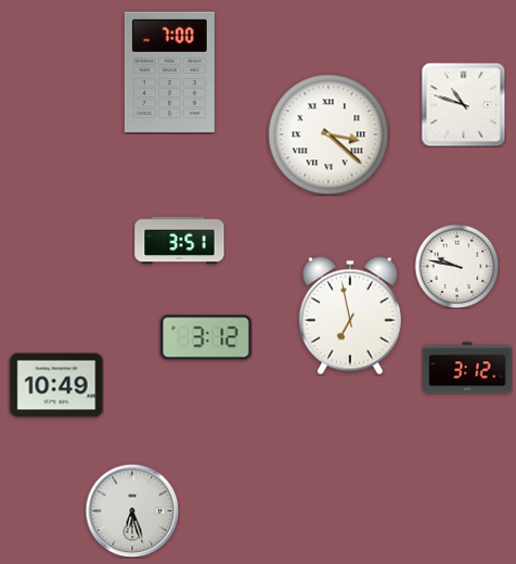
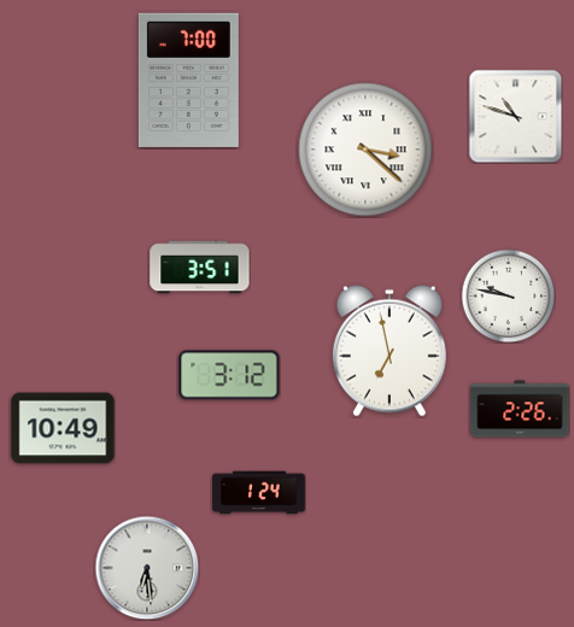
clock at (467, 368): 3:12 -> 2:26
clock at (259, 493): none -> 1:24
clock at (132, 511): 6:27 -> 6:29
